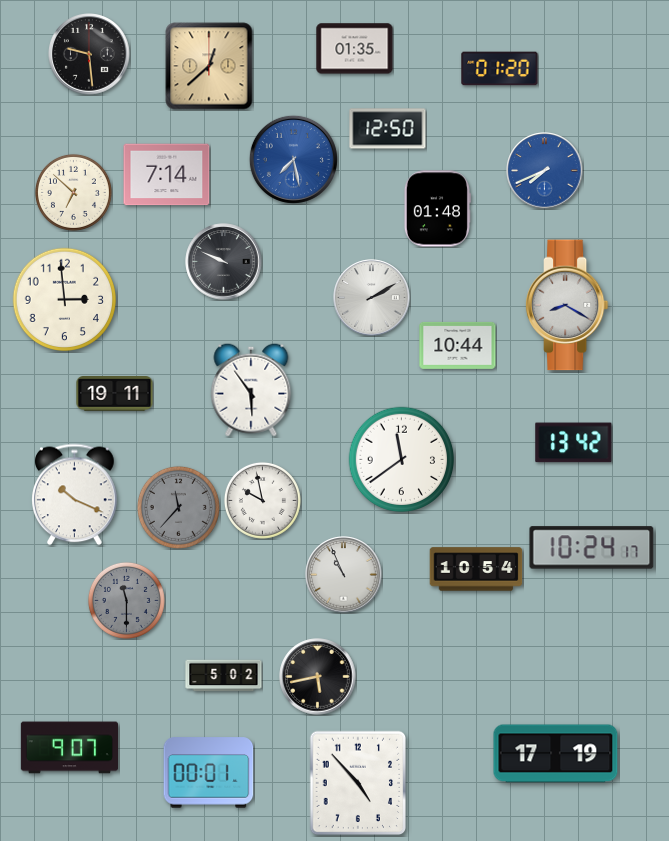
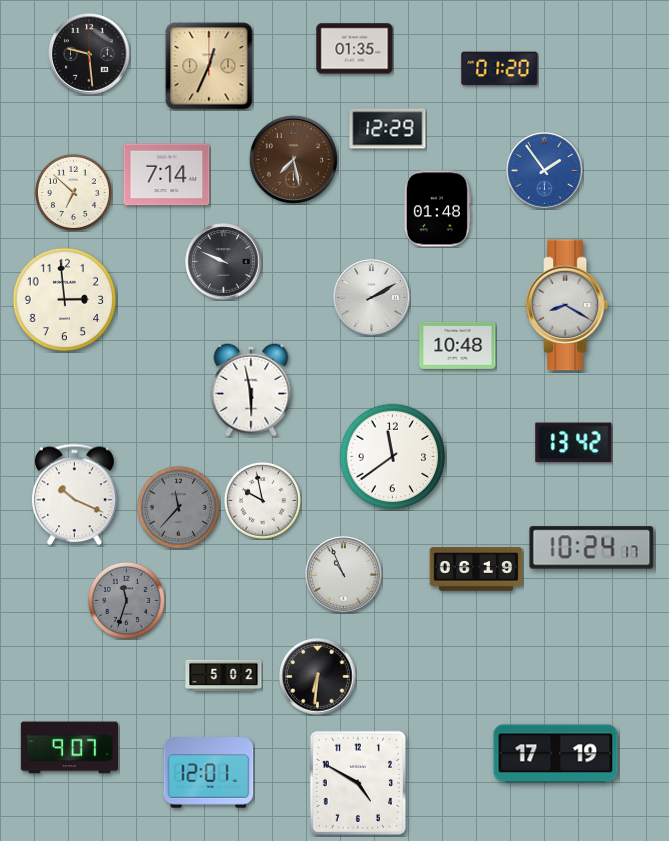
clock at (209, 66): 12:38 -> 12:34
clock at (388, 129): 12:50 -> 12:29
clock at (293, 159) dial: blue -> brown
clock at (545, 171): 7:41 -> 1:54
clock at (458, 345): 10:44 -> 10:48
clock at (251, 390): 5:54 -> 5:58
clock at (115, 394): 19:11 -> none
clock at (402, 460) position: (402, 460) -> (393, 457)
clock at (476, 569): 10:54 -> 06:19
clock at (126, 600): 11:30 -> 11:33
clock at (318, 677): 5:43 -> 6:31
clock at (209, 773): 00:01 -> 12:01
clock at (358, 783): 4:53 -> 4:50
